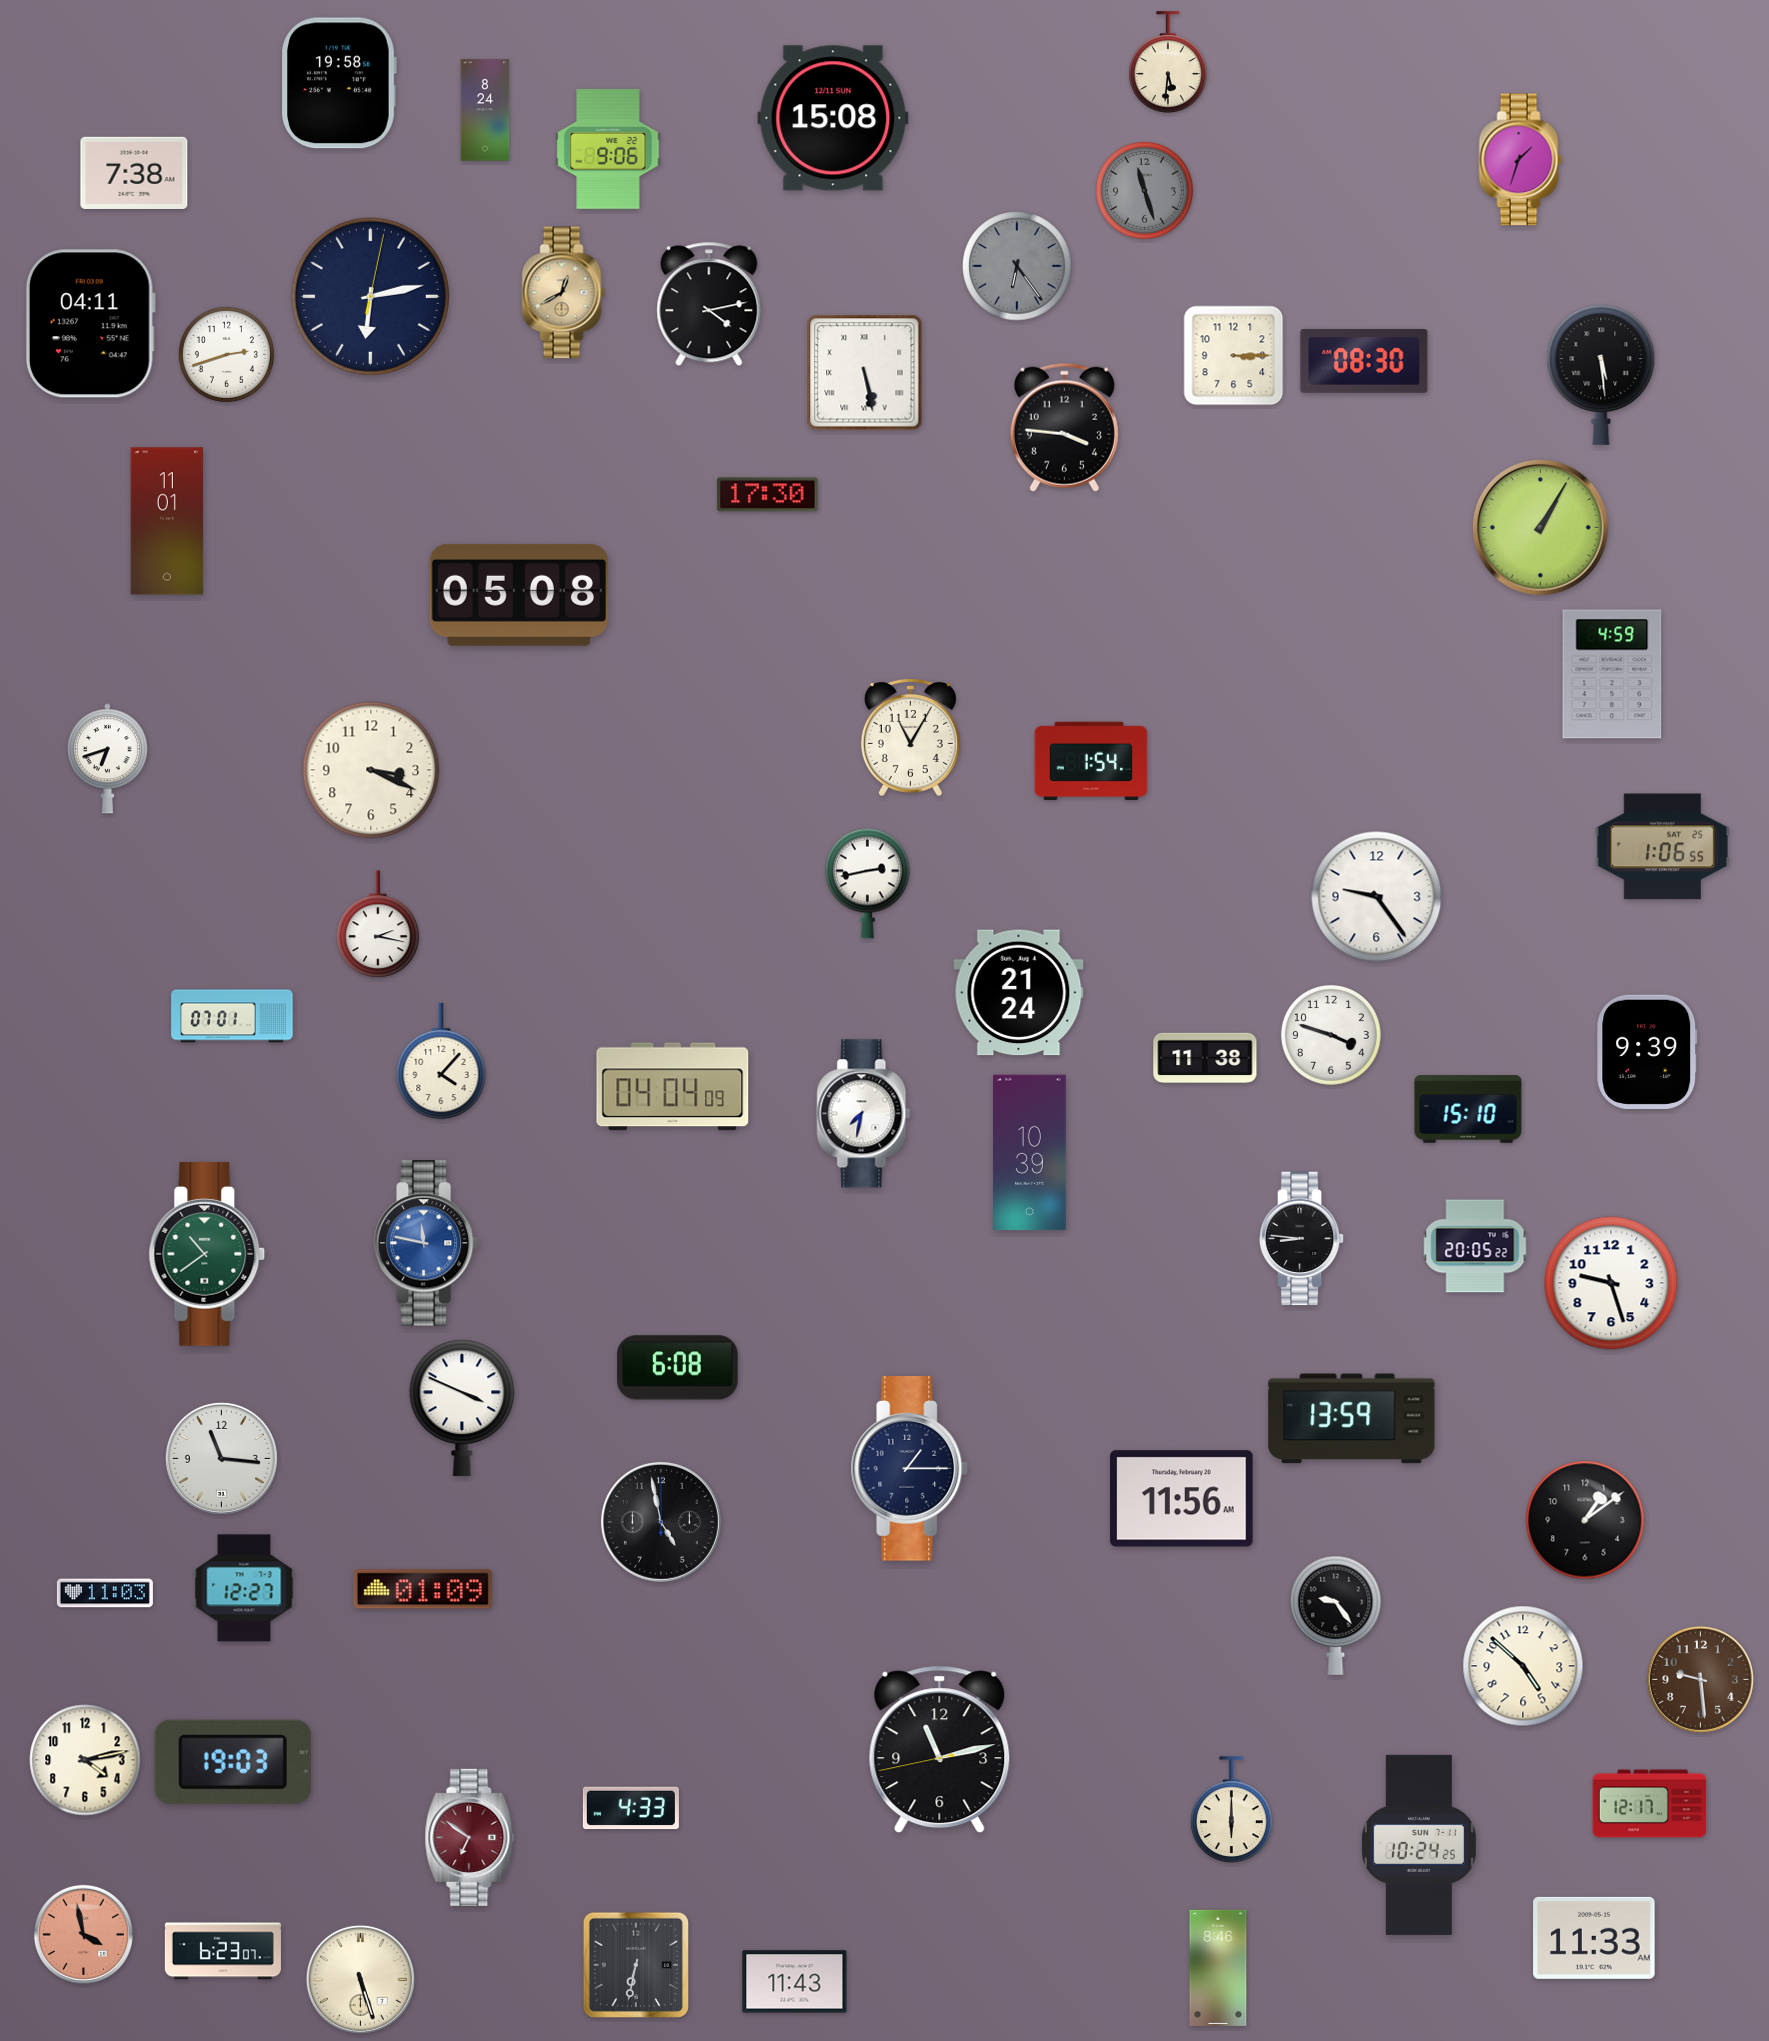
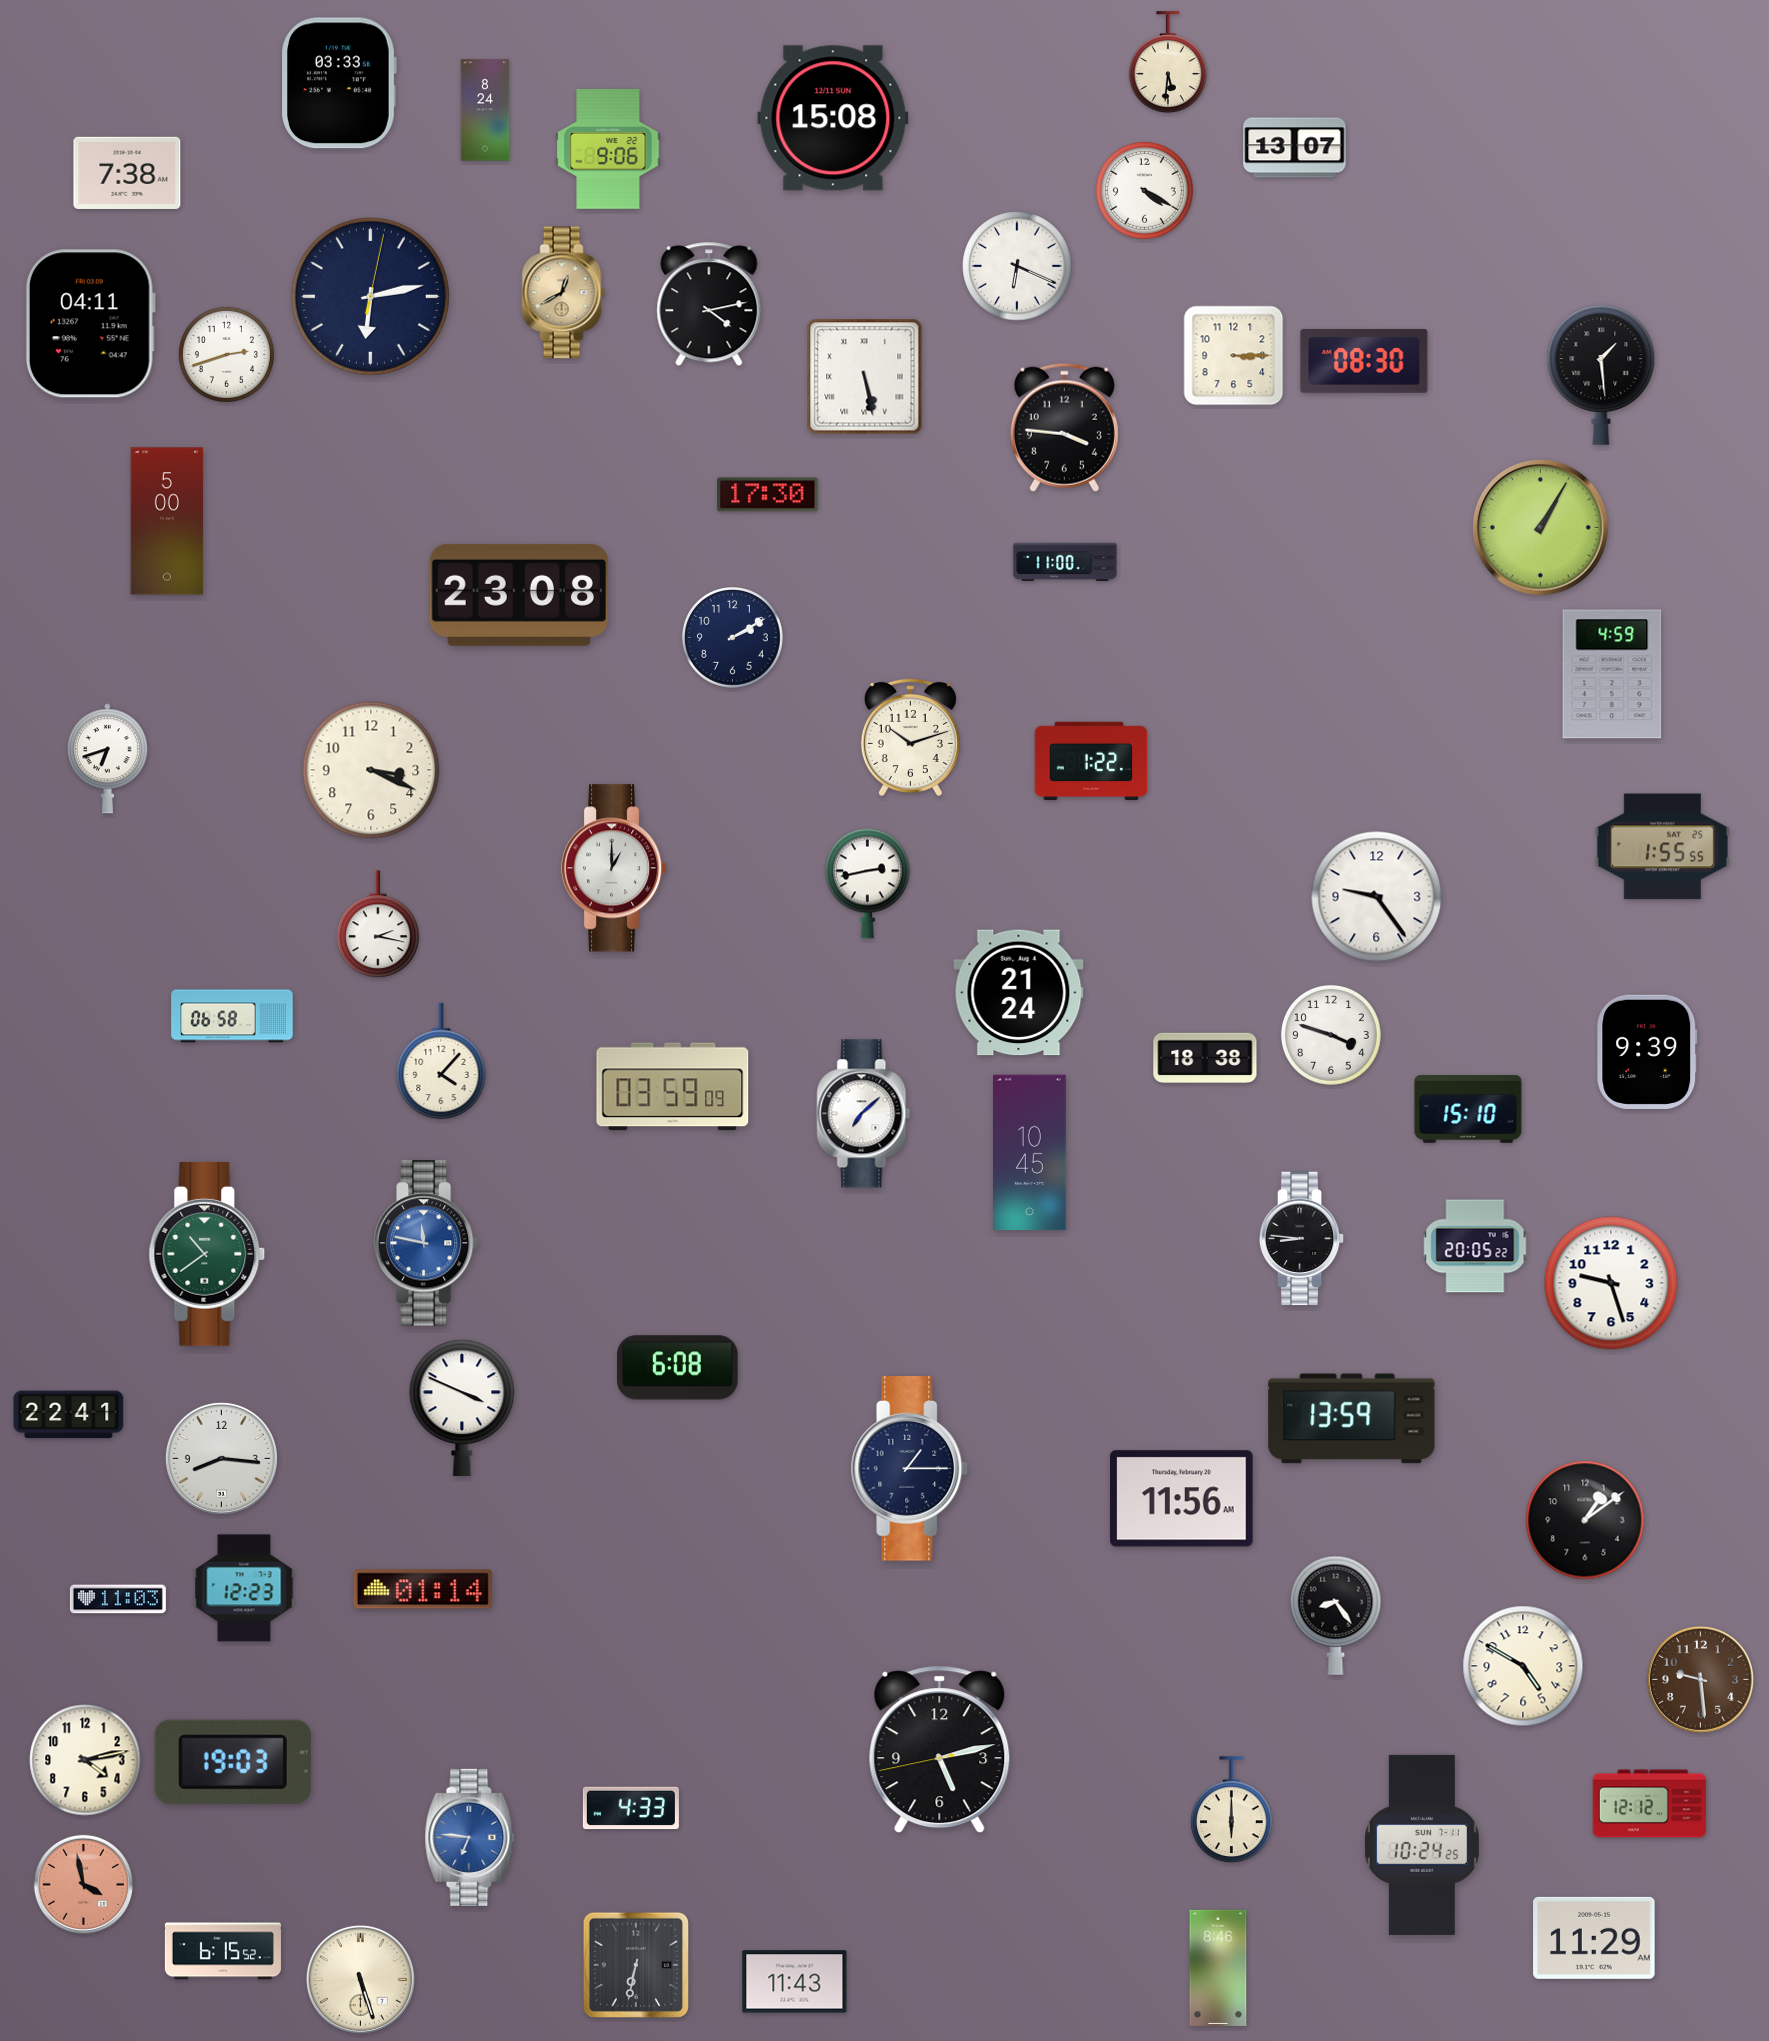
clock at (339, 83): 19:58 -> 03:33
clock at (1295, 148): none -> 13:07
clock at (1521, 160): 1:33 -> none
clock at (134, 173) position: (134, 173) -> (127, 173)
clock at (1144, 190): 11:27 -> 4:20
clock at (1144, 190) dial: grey -> white
clock at (1017, 266): 6:24 -> 6:19
clock at (1017, 266) dial: grey -> white
clock at (865, 373) position: (865, 373) -> (865, 377)
clock at (1601, 375): 5:29 -> 1:29
clock at (167, 521): 11:01 -> 5:00
clock at (1065, 562): none -> 11:00
clock at (519, 595): 05:08 -> 23:08
clock at (733, 638): none -> 2:10
clock at (910, 737): 11:05 -> 10:12
clock at (1091, 761): 1:54 -> 1:22
clock at (1662, 847): 1:06 -> 1:55
clock at (614, 868): none -> 1:00
clock at (232, 1016): 07:01 -> 06:58
clock at (1205, 1058): 11:38 -> 18:38
clock at (673, 1087): 04:04 -> 03:59
clock at (864, 1114): 7:32 -> 7:08
clock at (1030, 1153): 10:39 -> 10:45
clock at (69, 1415): none -> 22:41
clock at (221, 1458): 11:16 -> 8:16
clock at (661, 1522): 4:58 -> none
clock at (244, 1588): 12:27 -> 12:23
clock at (423, 1589): 01:09 -> 01:14
clock at (105, 1593) position: (105, 1593) -> (118, 1599)
clock at (1336, 1615): 9:24 -> 8:24
clock at (1523, 1666): 4:52 -> 4:50
clock at (940, 1750): 11:12 -> 5:12
clock at (1650, 1804): 12:17 -> 12:12
clock at (470, 1837): 6:51 -> 6:46
clock at (470, 1837) dial: burgundy -> blue
clock at (1419, 1845) position: (1419, 1845) -> (1422, 1845)
clock at (83, 1934) position: (83, 1934) -> (83, 1884)
clock at (1594, 1938): 11:33 -> 11:29
clock at (223, 1951): 6:23 -> 6:15
